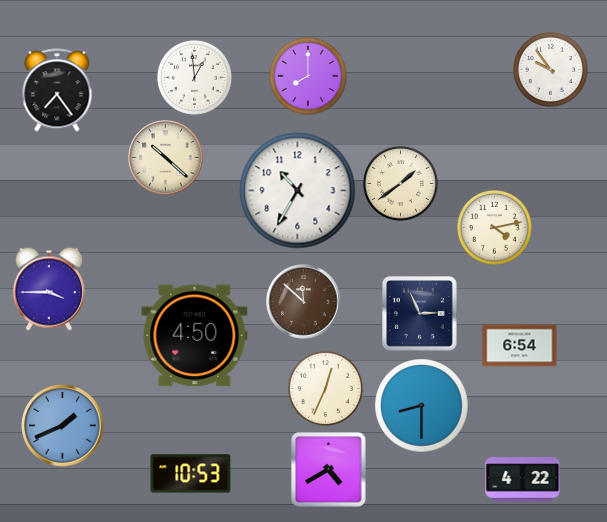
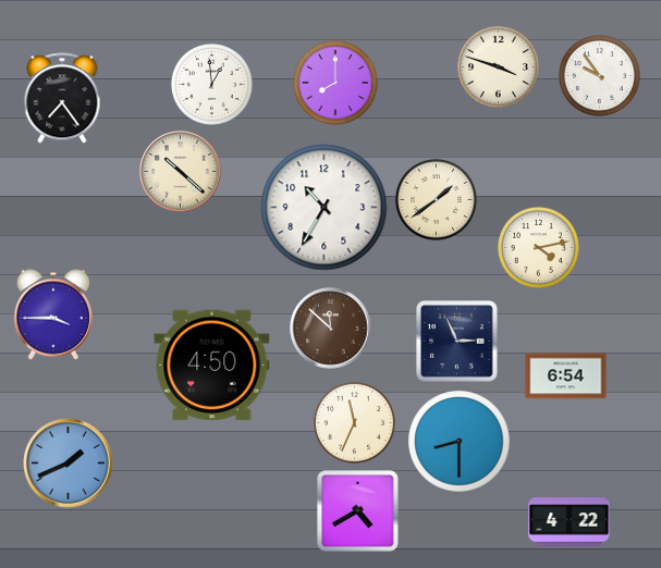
clock at (498, 66): none -> 3:48
clock at (325, 388): 12:34 -> 11:34
clock at (191, 474): 10:53 -> none
